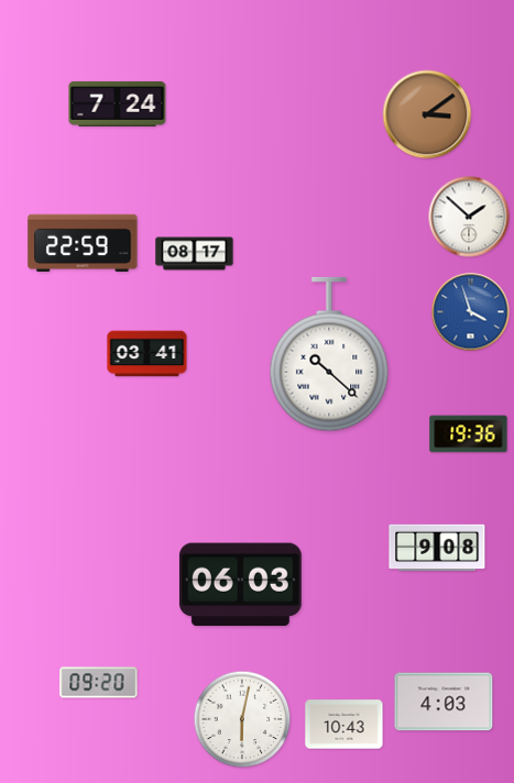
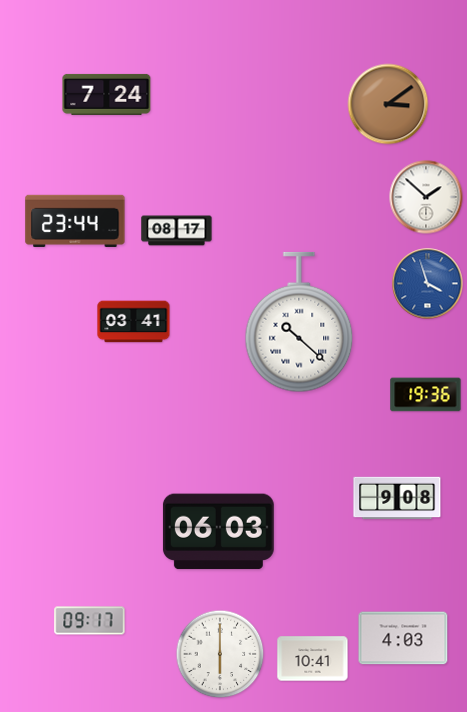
clock at (83, 243): 22:59 -> 23:44
clock at (99, 683): 09:20 -> 09:17
clock at (242, 719): 6:02 -> 6:00
clock at (345, 725): 10:43 -> 10:41
